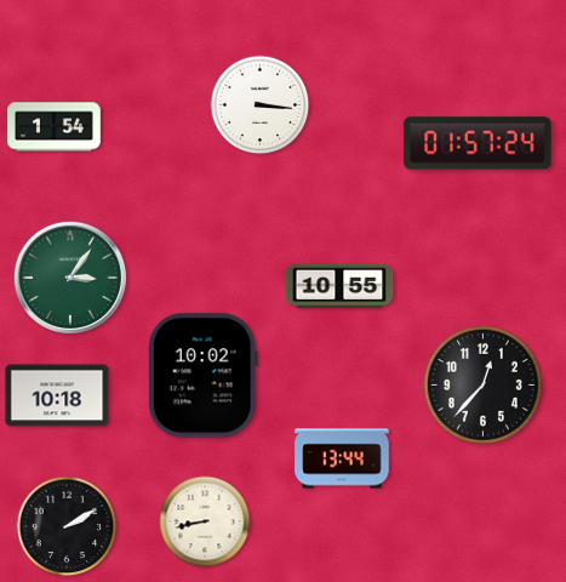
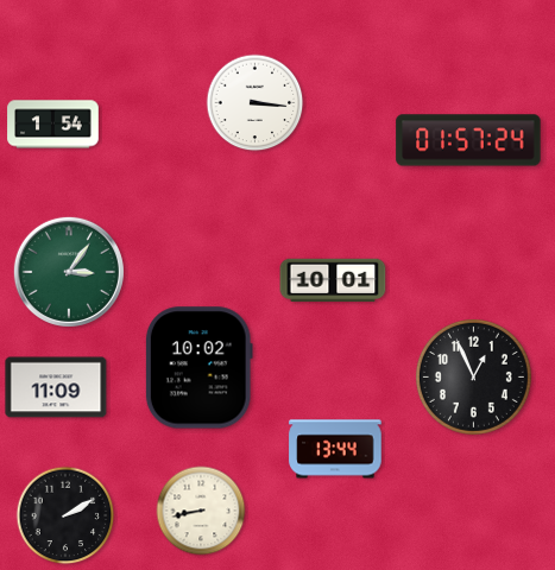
clock at (339, 286): 10:55 -> 10:01
clock at (482, 384): 12:37 -> 12:56
clock at (57, 395): 10:18 -> 11:09
